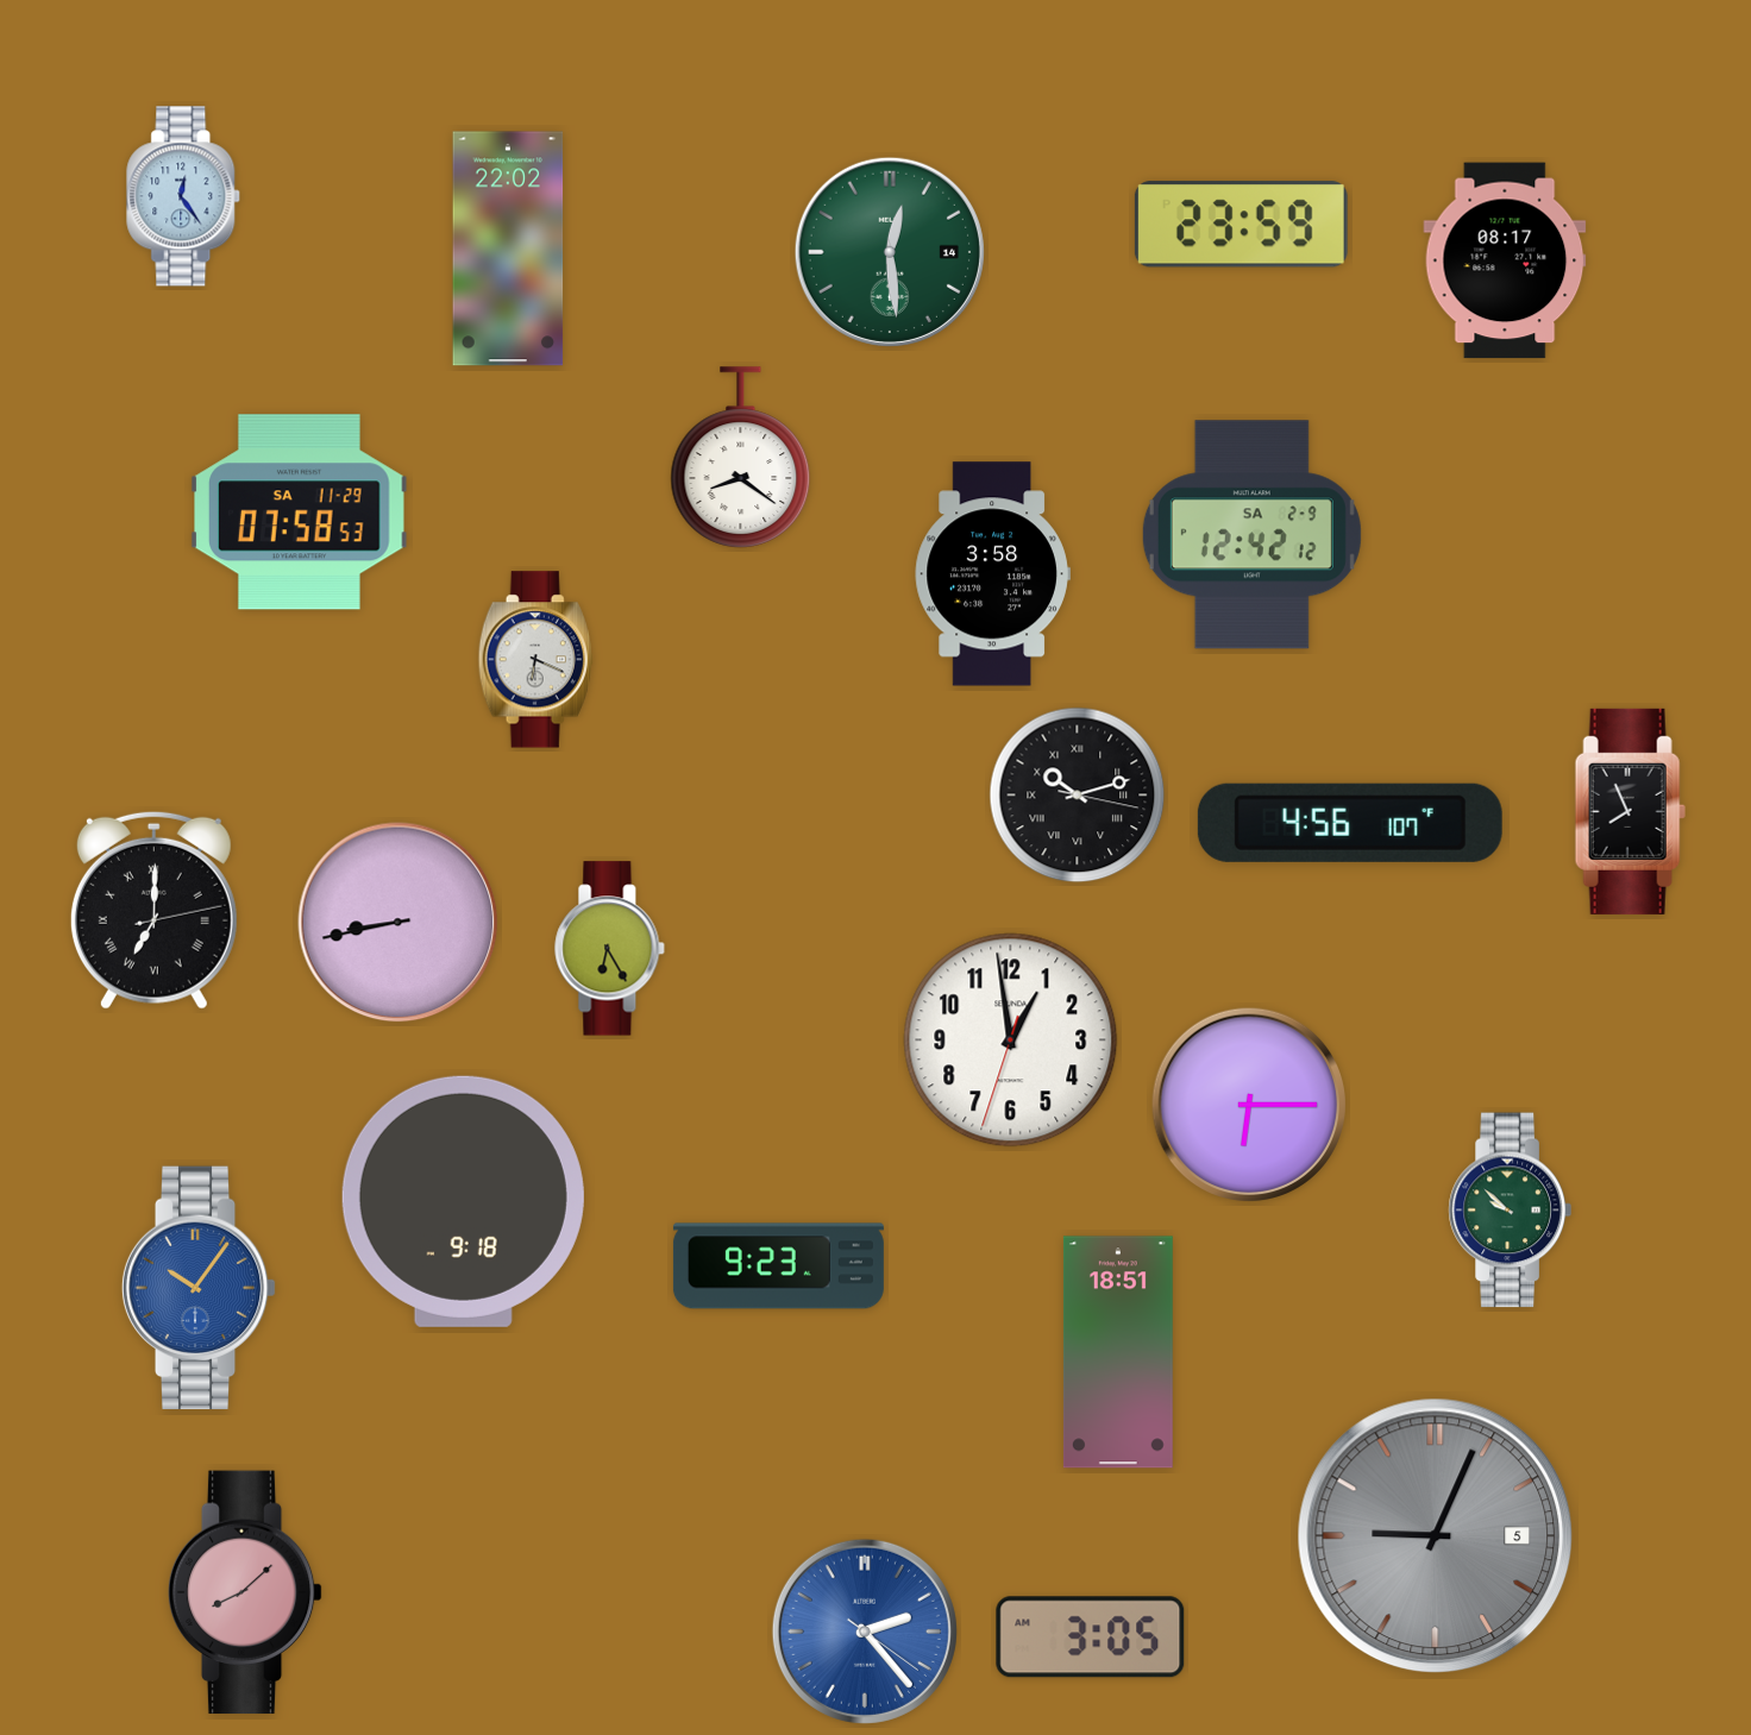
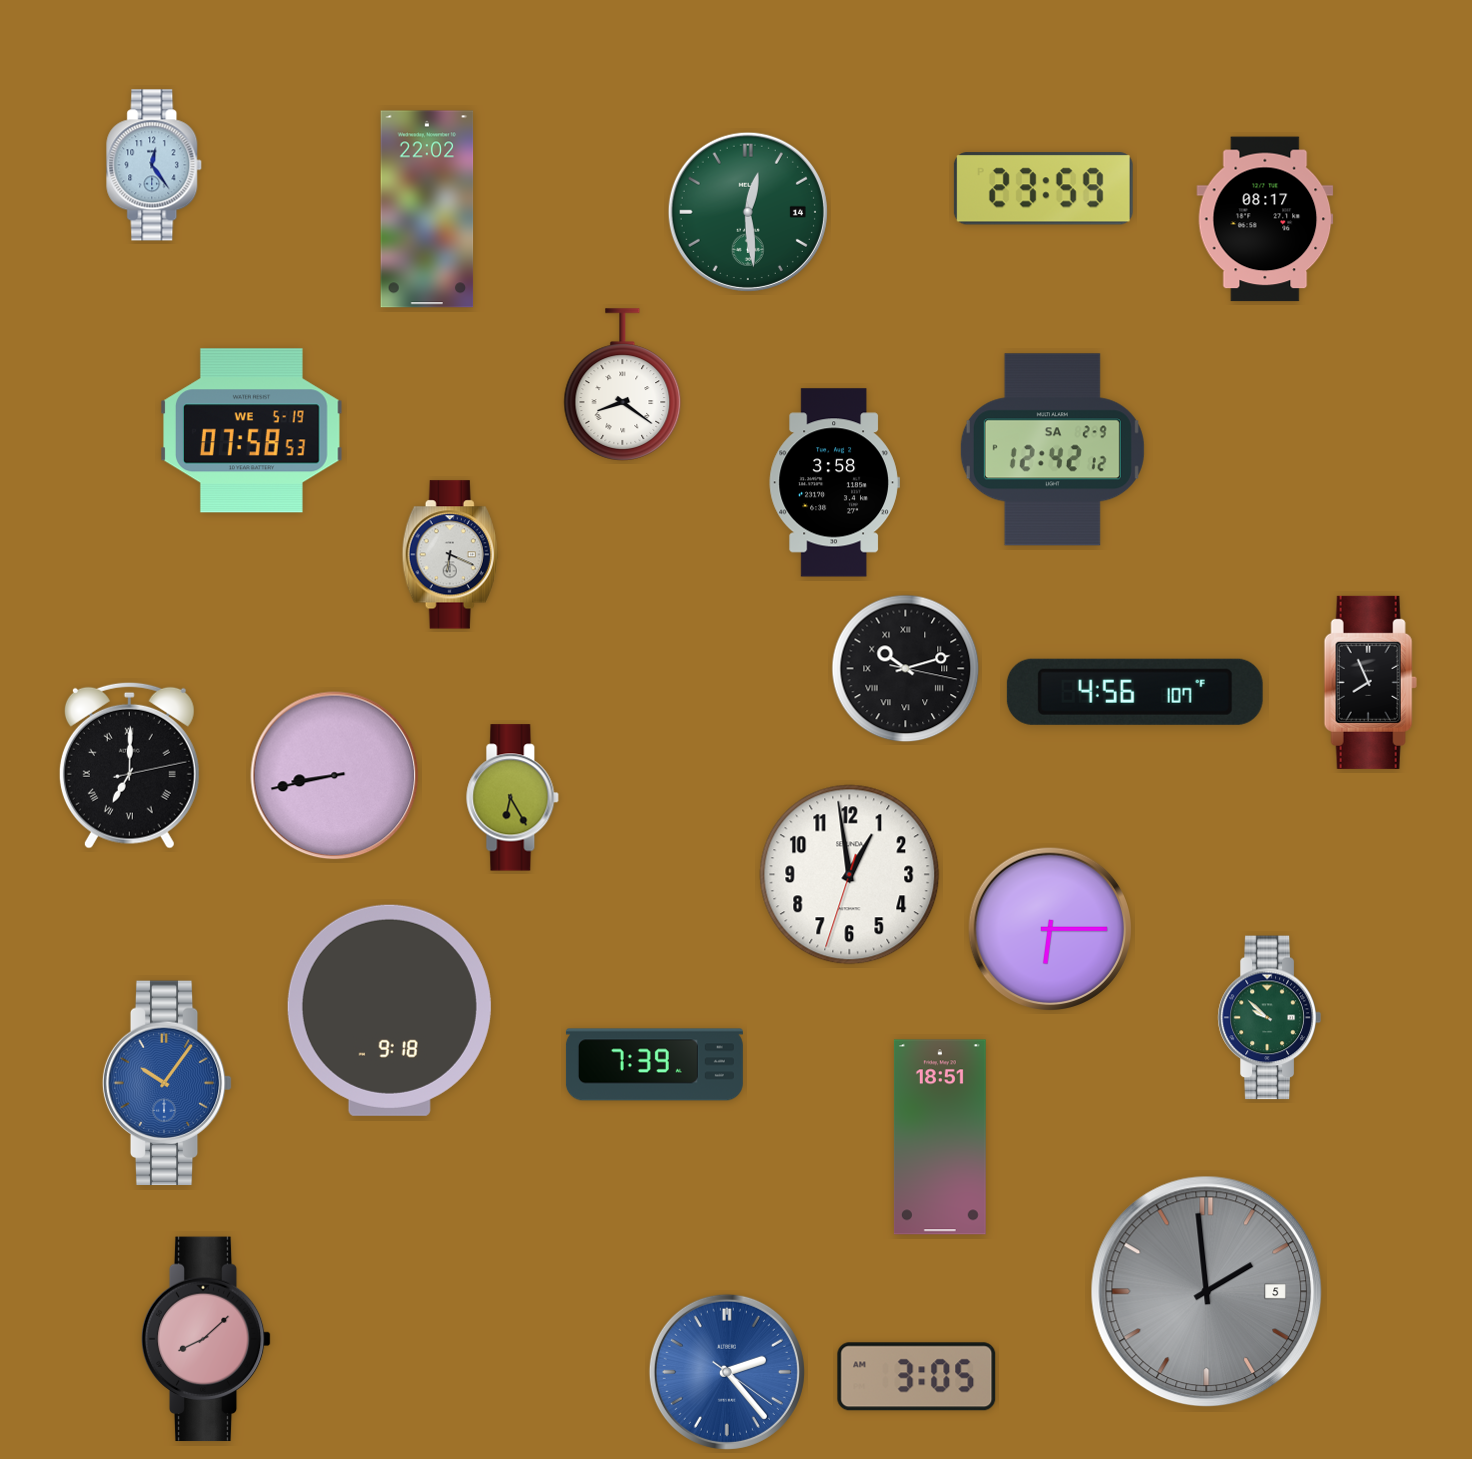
clock at (300, 513) date: SA 11-29 -> WE 5-19
clock at (778, 1266): 9:23 -> 7:39
clock at (1436, 1536): 9:04 -> 1:59
